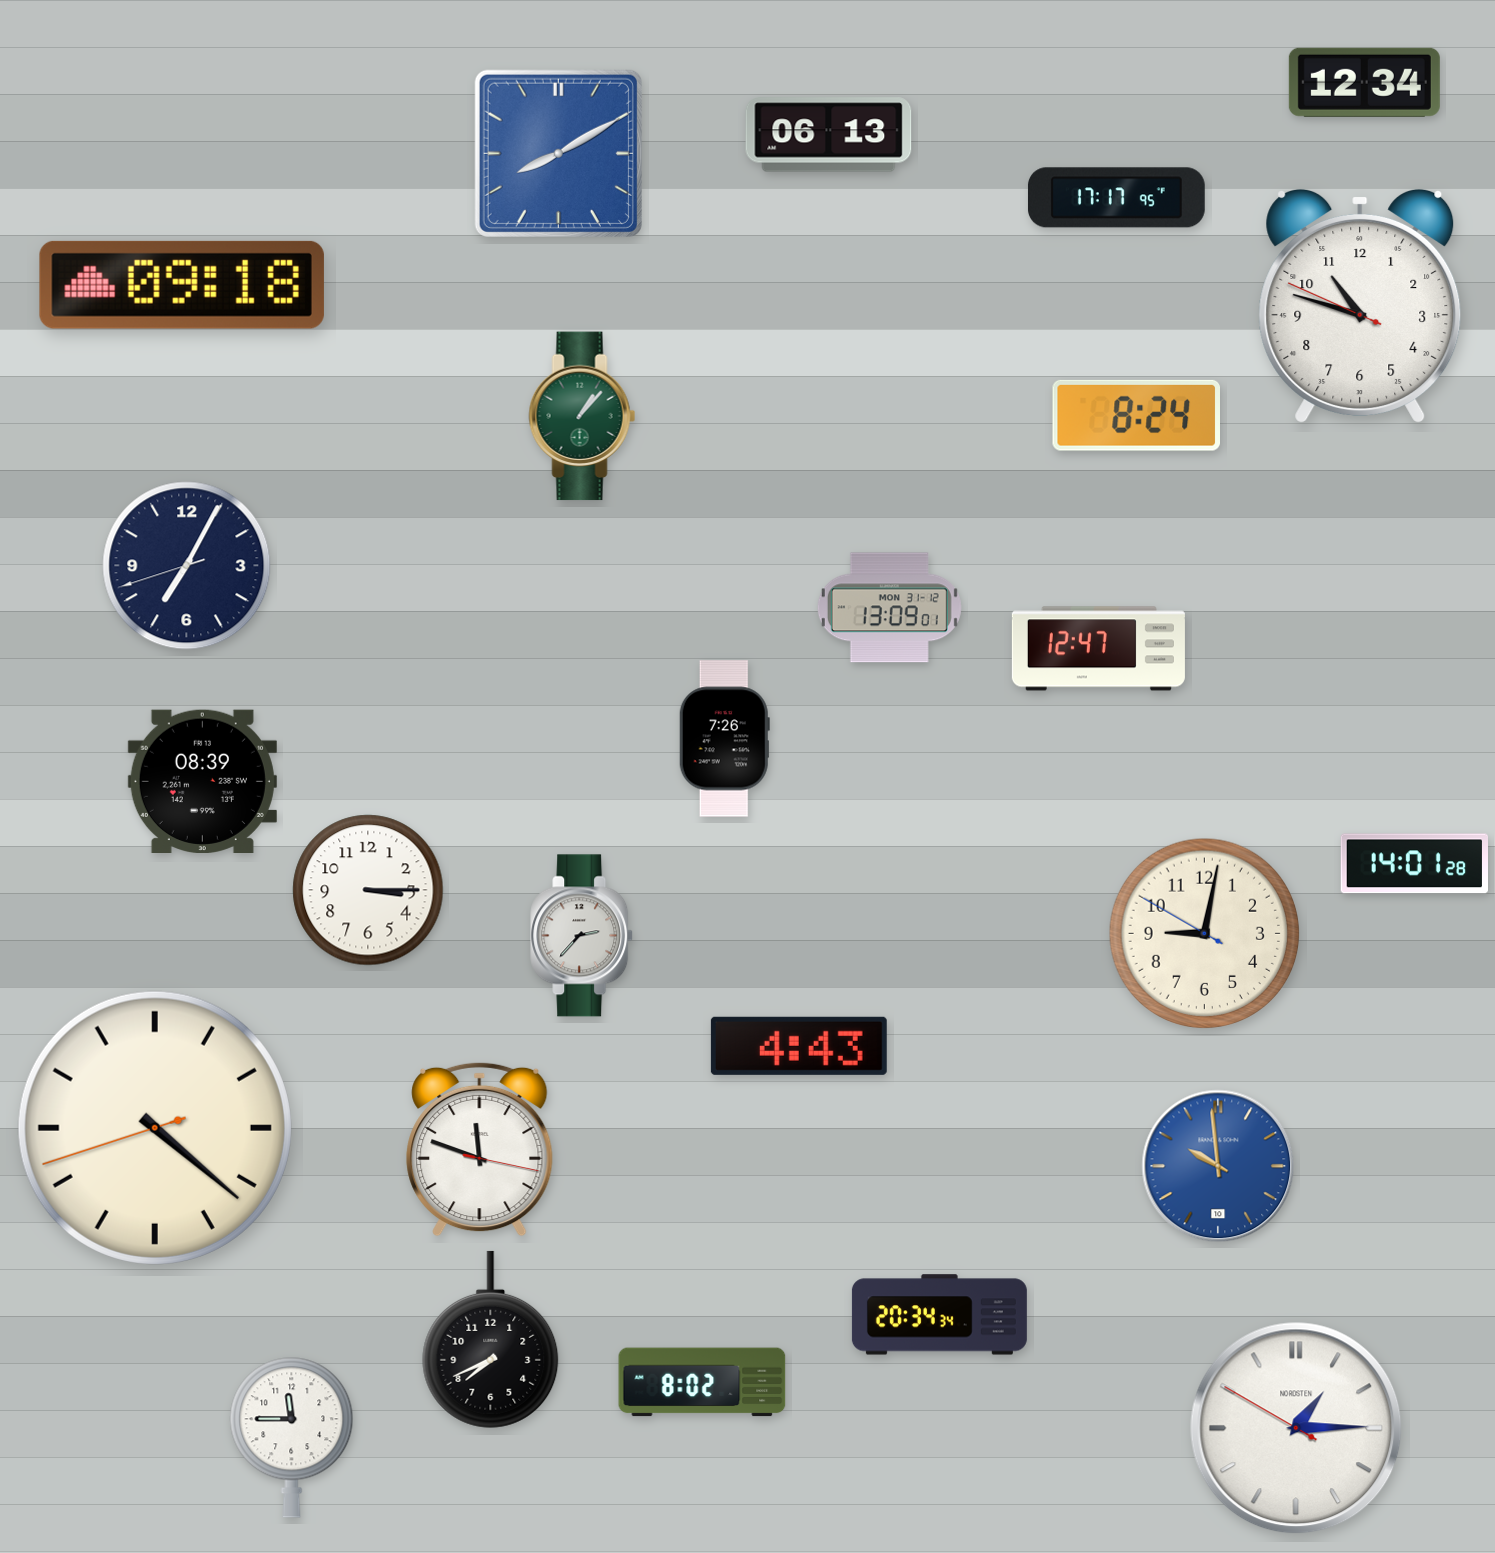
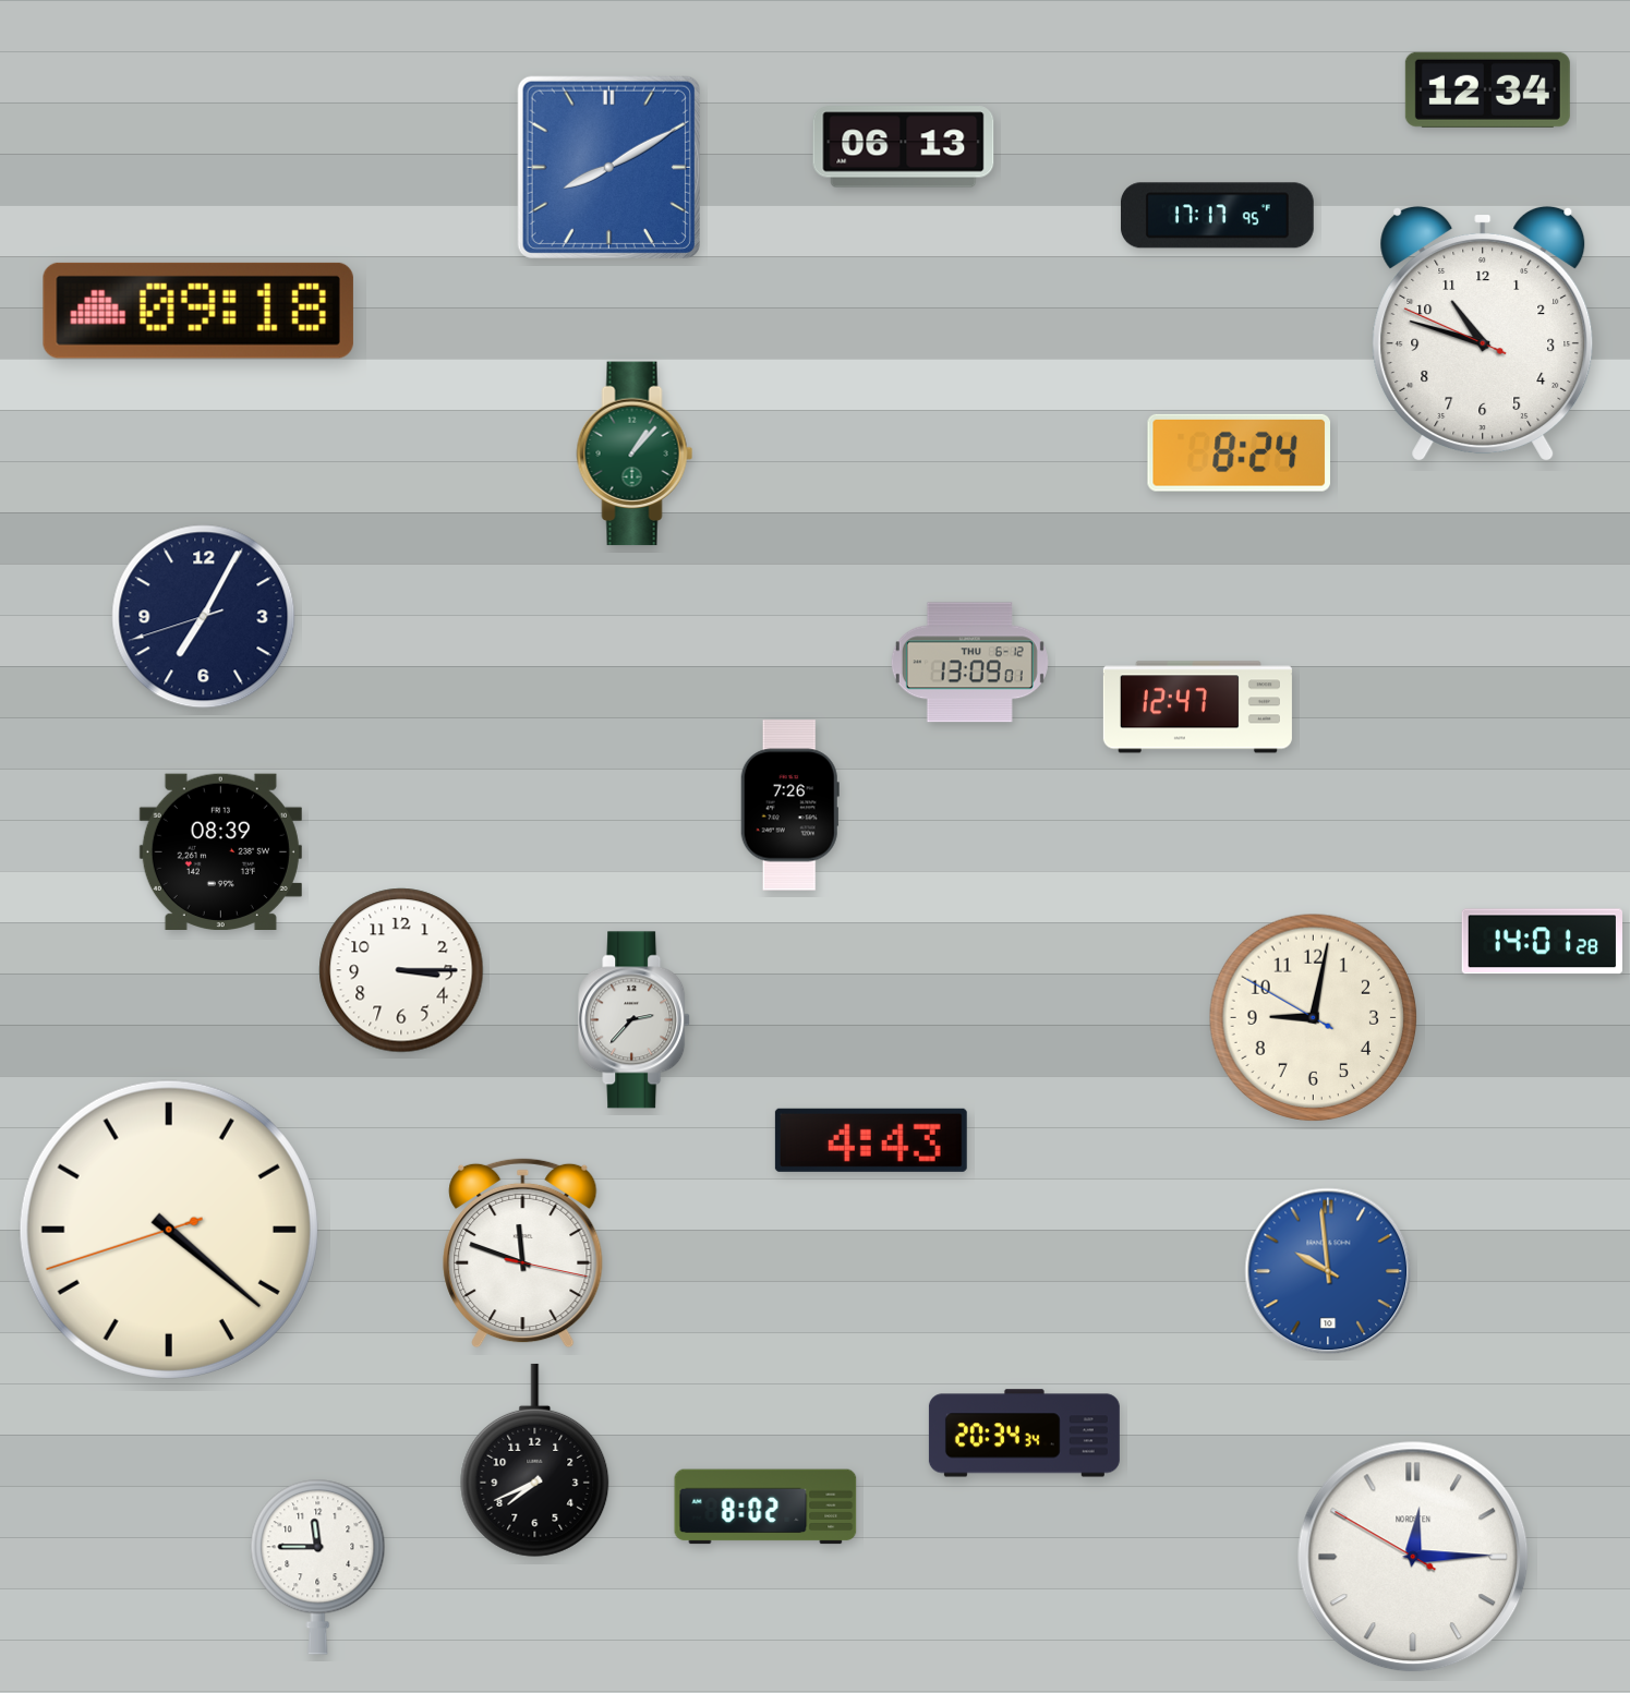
clock at (889, 608) date: MON 31-12 -> THU 6-12
clock at (1296, 1428): 1:14 -> 12:14
